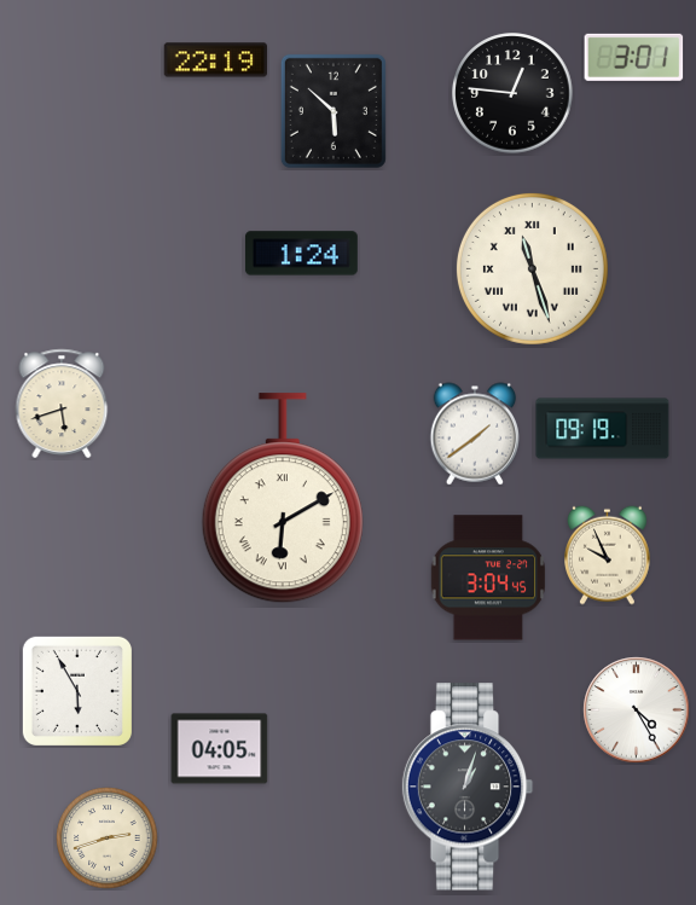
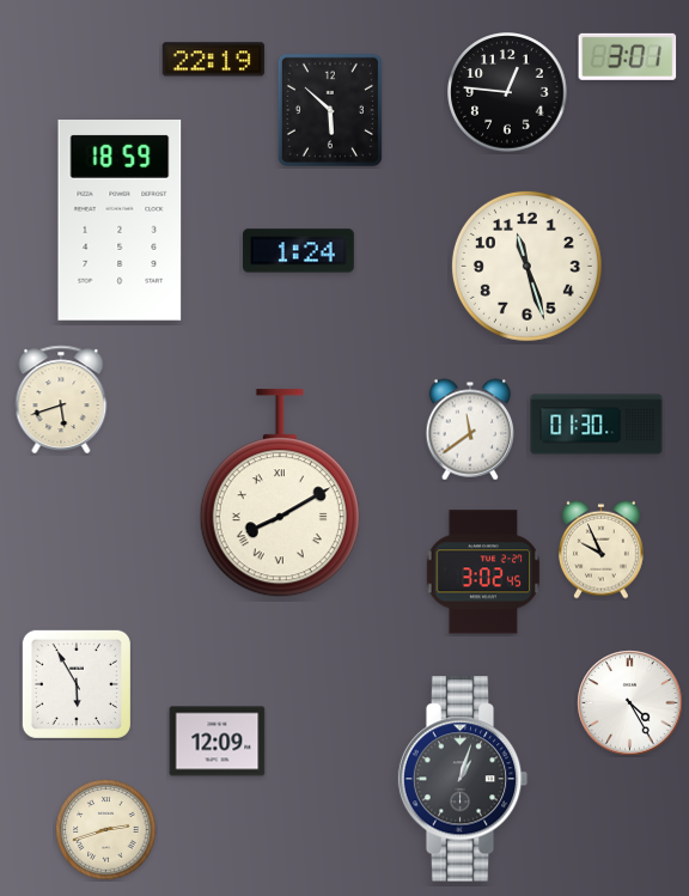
clock at (120, 221): none -> 18:59
clock at (532, 268) numerals: Roman -> Arabic
clock at (603, 429): 09:19 -> 01:30
clock at (475, 434): 1:39 -> 11:39
clock at (283, 499): 6:10 -> 8:10
clock at (487, 578): 3:04 -> 3:02
clock at (220, 749): 04:05 -> 12:09
